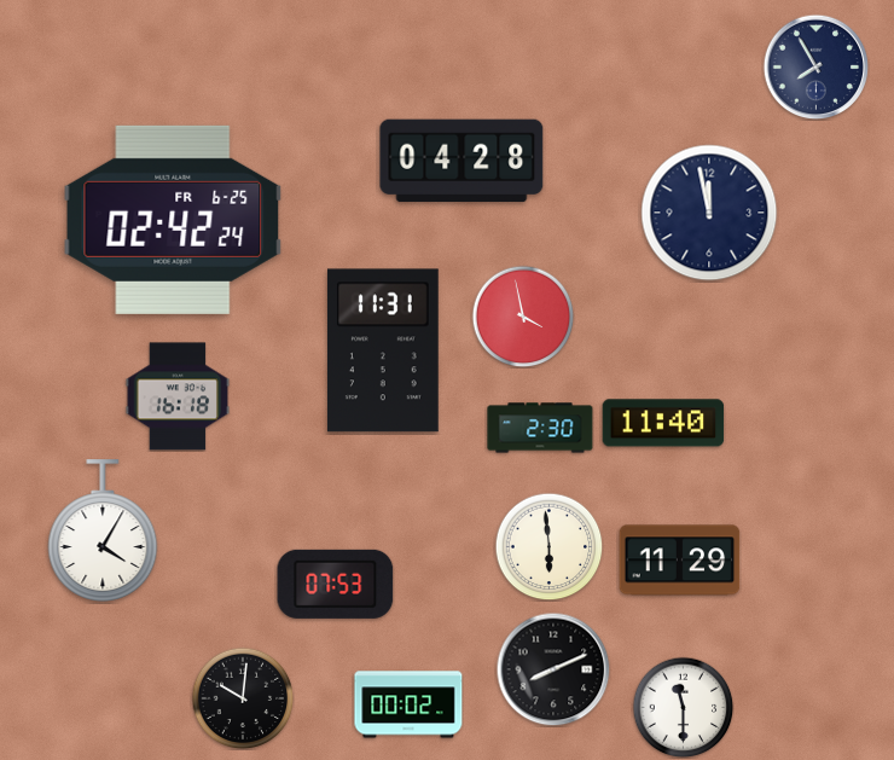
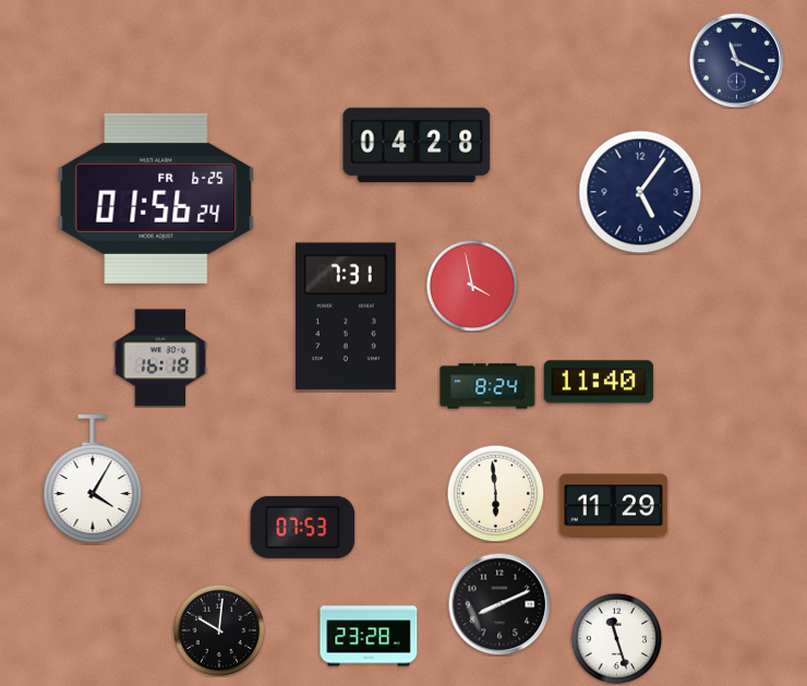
clock at (815, 66): 7:55 -> 11:19
clock at (709, 213): 11:58 -> 5:06
clock at (173, 220): 02:42 -> 01:56
clock at (383, 350): 11:31 -> 7:31
clock at (540, 428): 2:30 -> 8:24
clock at (408, 704): 00:02 -> 23:28
clock at (683, 707): 11:30 -> 11:27
